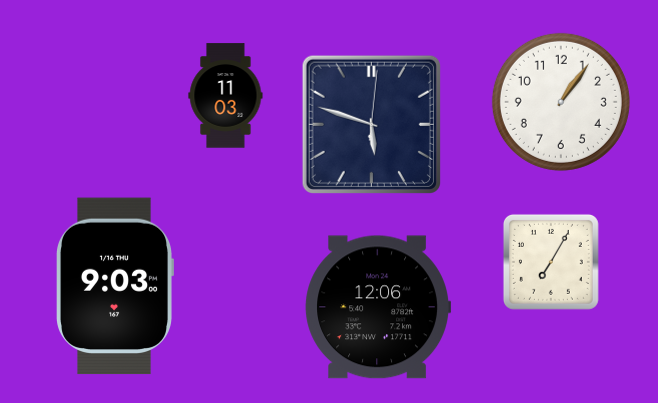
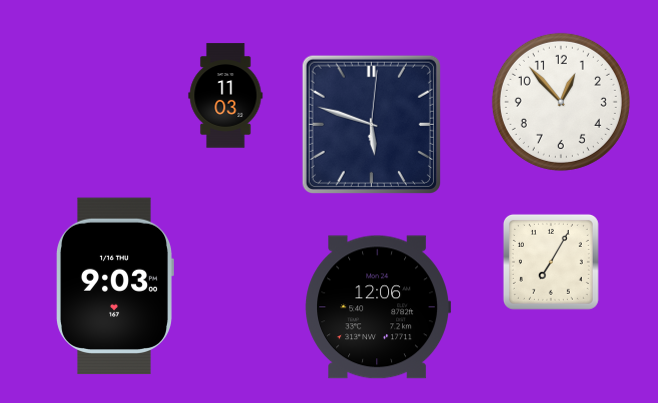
clock at (561, 102): 1:06 -> 12:53
